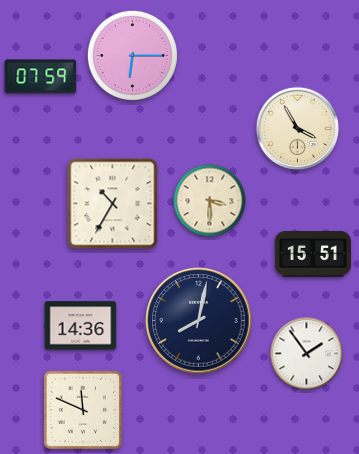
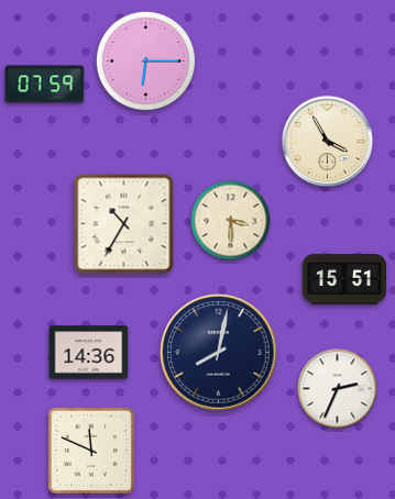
clock at (81, 326) position: (81, 326) -> (89, 353)
clock at (307, 354): 1:54 -> 2:34
